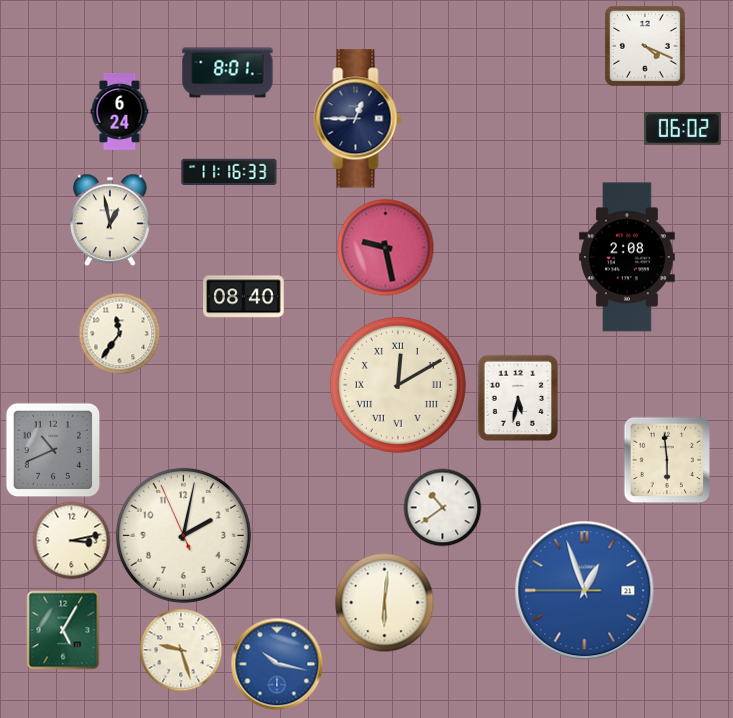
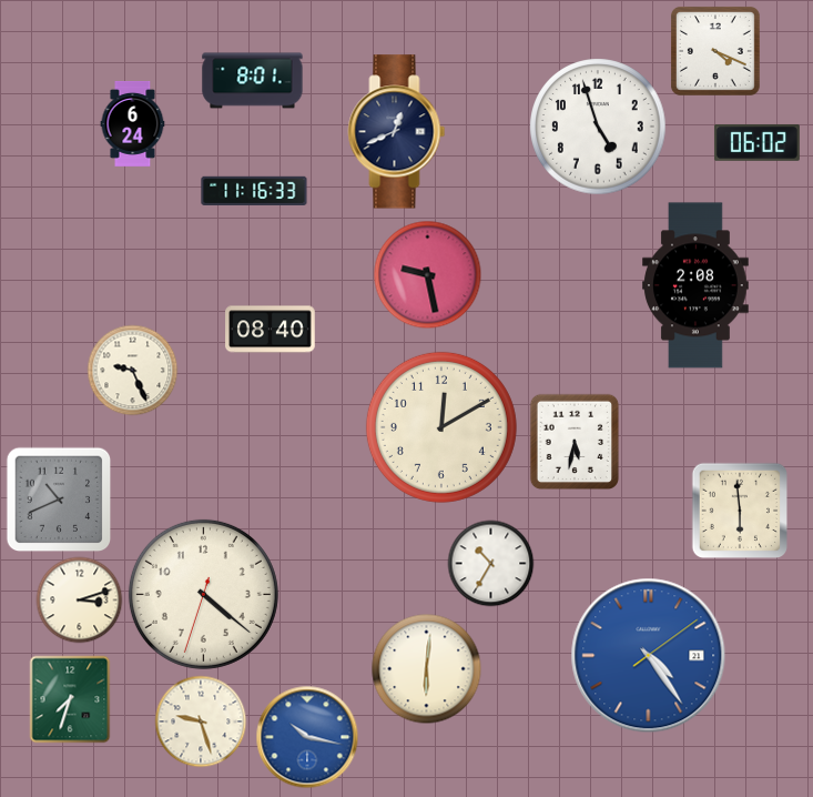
clock at (598, 127): none -> 4:57
clock at (358, 119): 12:45 -> 12:41
clock at (110, 220): 12:58 -> none
clock at (119, 333): 11:36 -> 9:26
clock at (398, 385) numerals: Roman -> Arabic
clock at (442, 507): 10:39 -> 10:35
clock at (183, 535): 2:01 -> 4:21
clock at (71, 540): 3:13 -> 3:12
clock at (585, 591): 12:56 -> 4:24
clock at (63, 630): 5:05 -> 7:33
